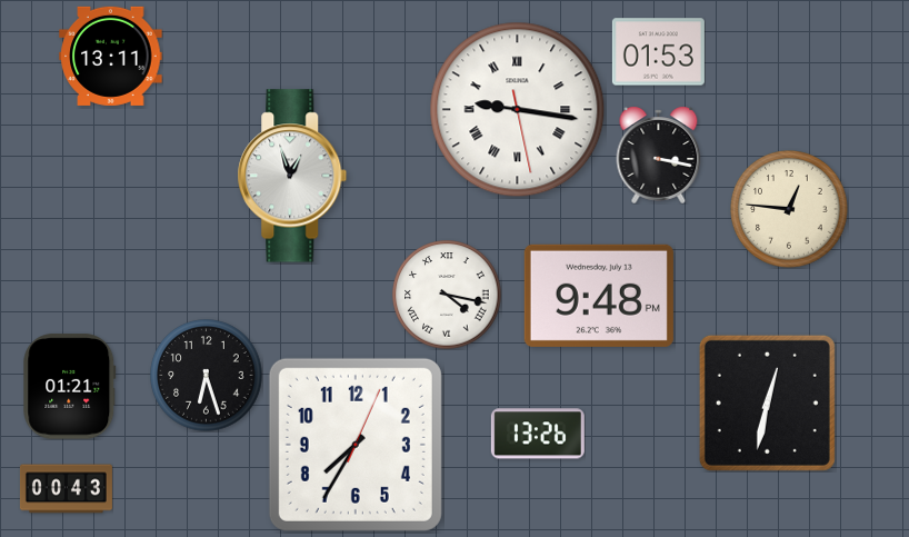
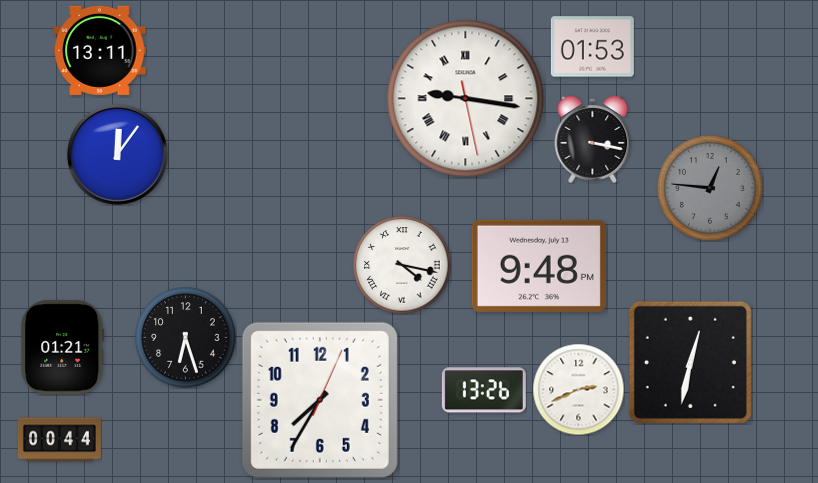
clock at (117, 154): none -> 12:06
clock at (292, 176): 12:57 -> none
clock at (789, 209) dial: cream -> grey
clock at (578, 389): none -> 2:41
clock at (66, 489): 00:43 -> 00:44
